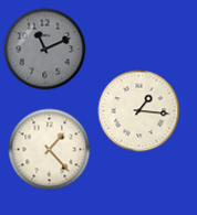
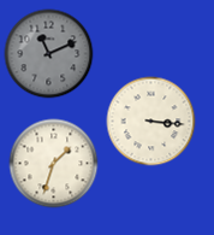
clock at (139, 111): 1:16 -> 3:16
clock at (50, 150): 1:23 -> 1:33
